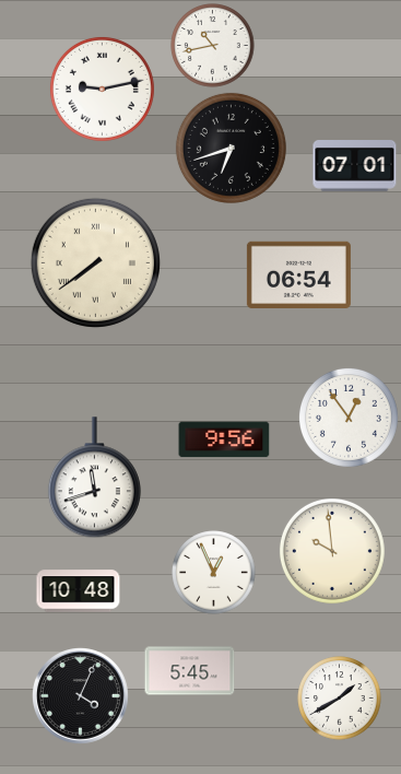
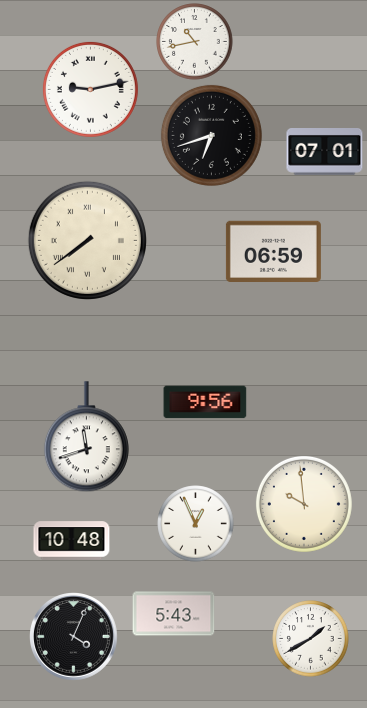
clock at (102, 89) position: (102, 89) -> (90, 89)
clock at (298, 274): 06:54 -> 06:59
clock at (349, 418): 12:54 -> none
clock at (190, 671): 5:45 -> 5:43
